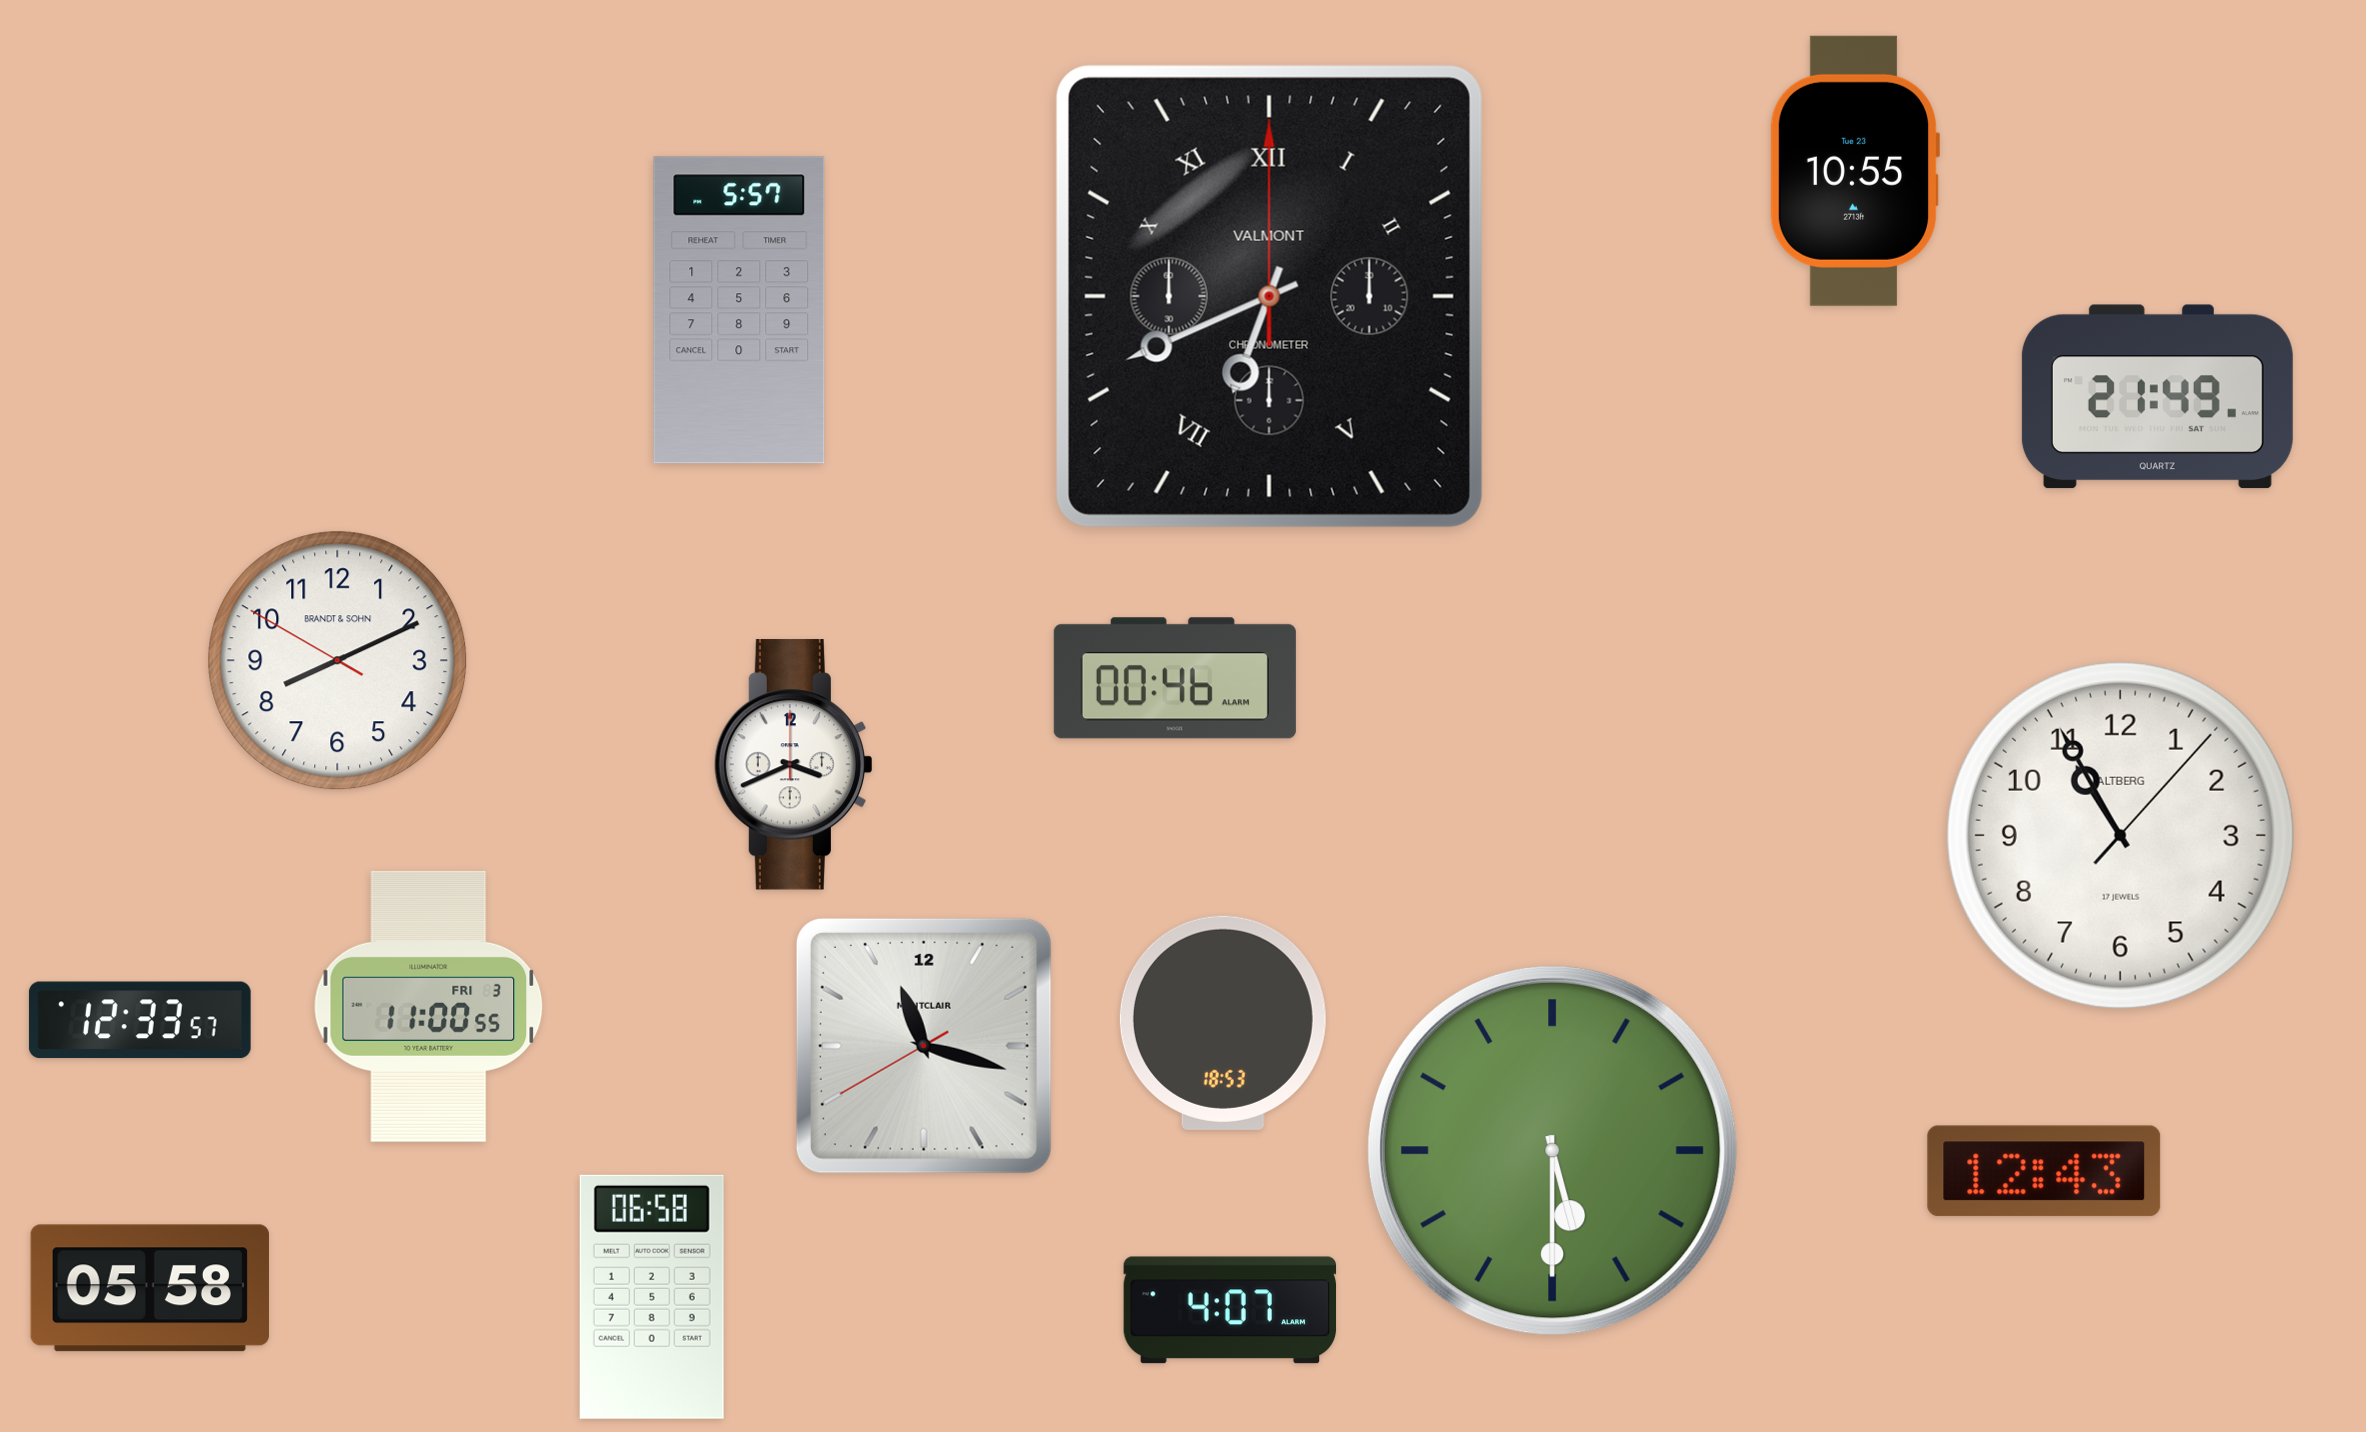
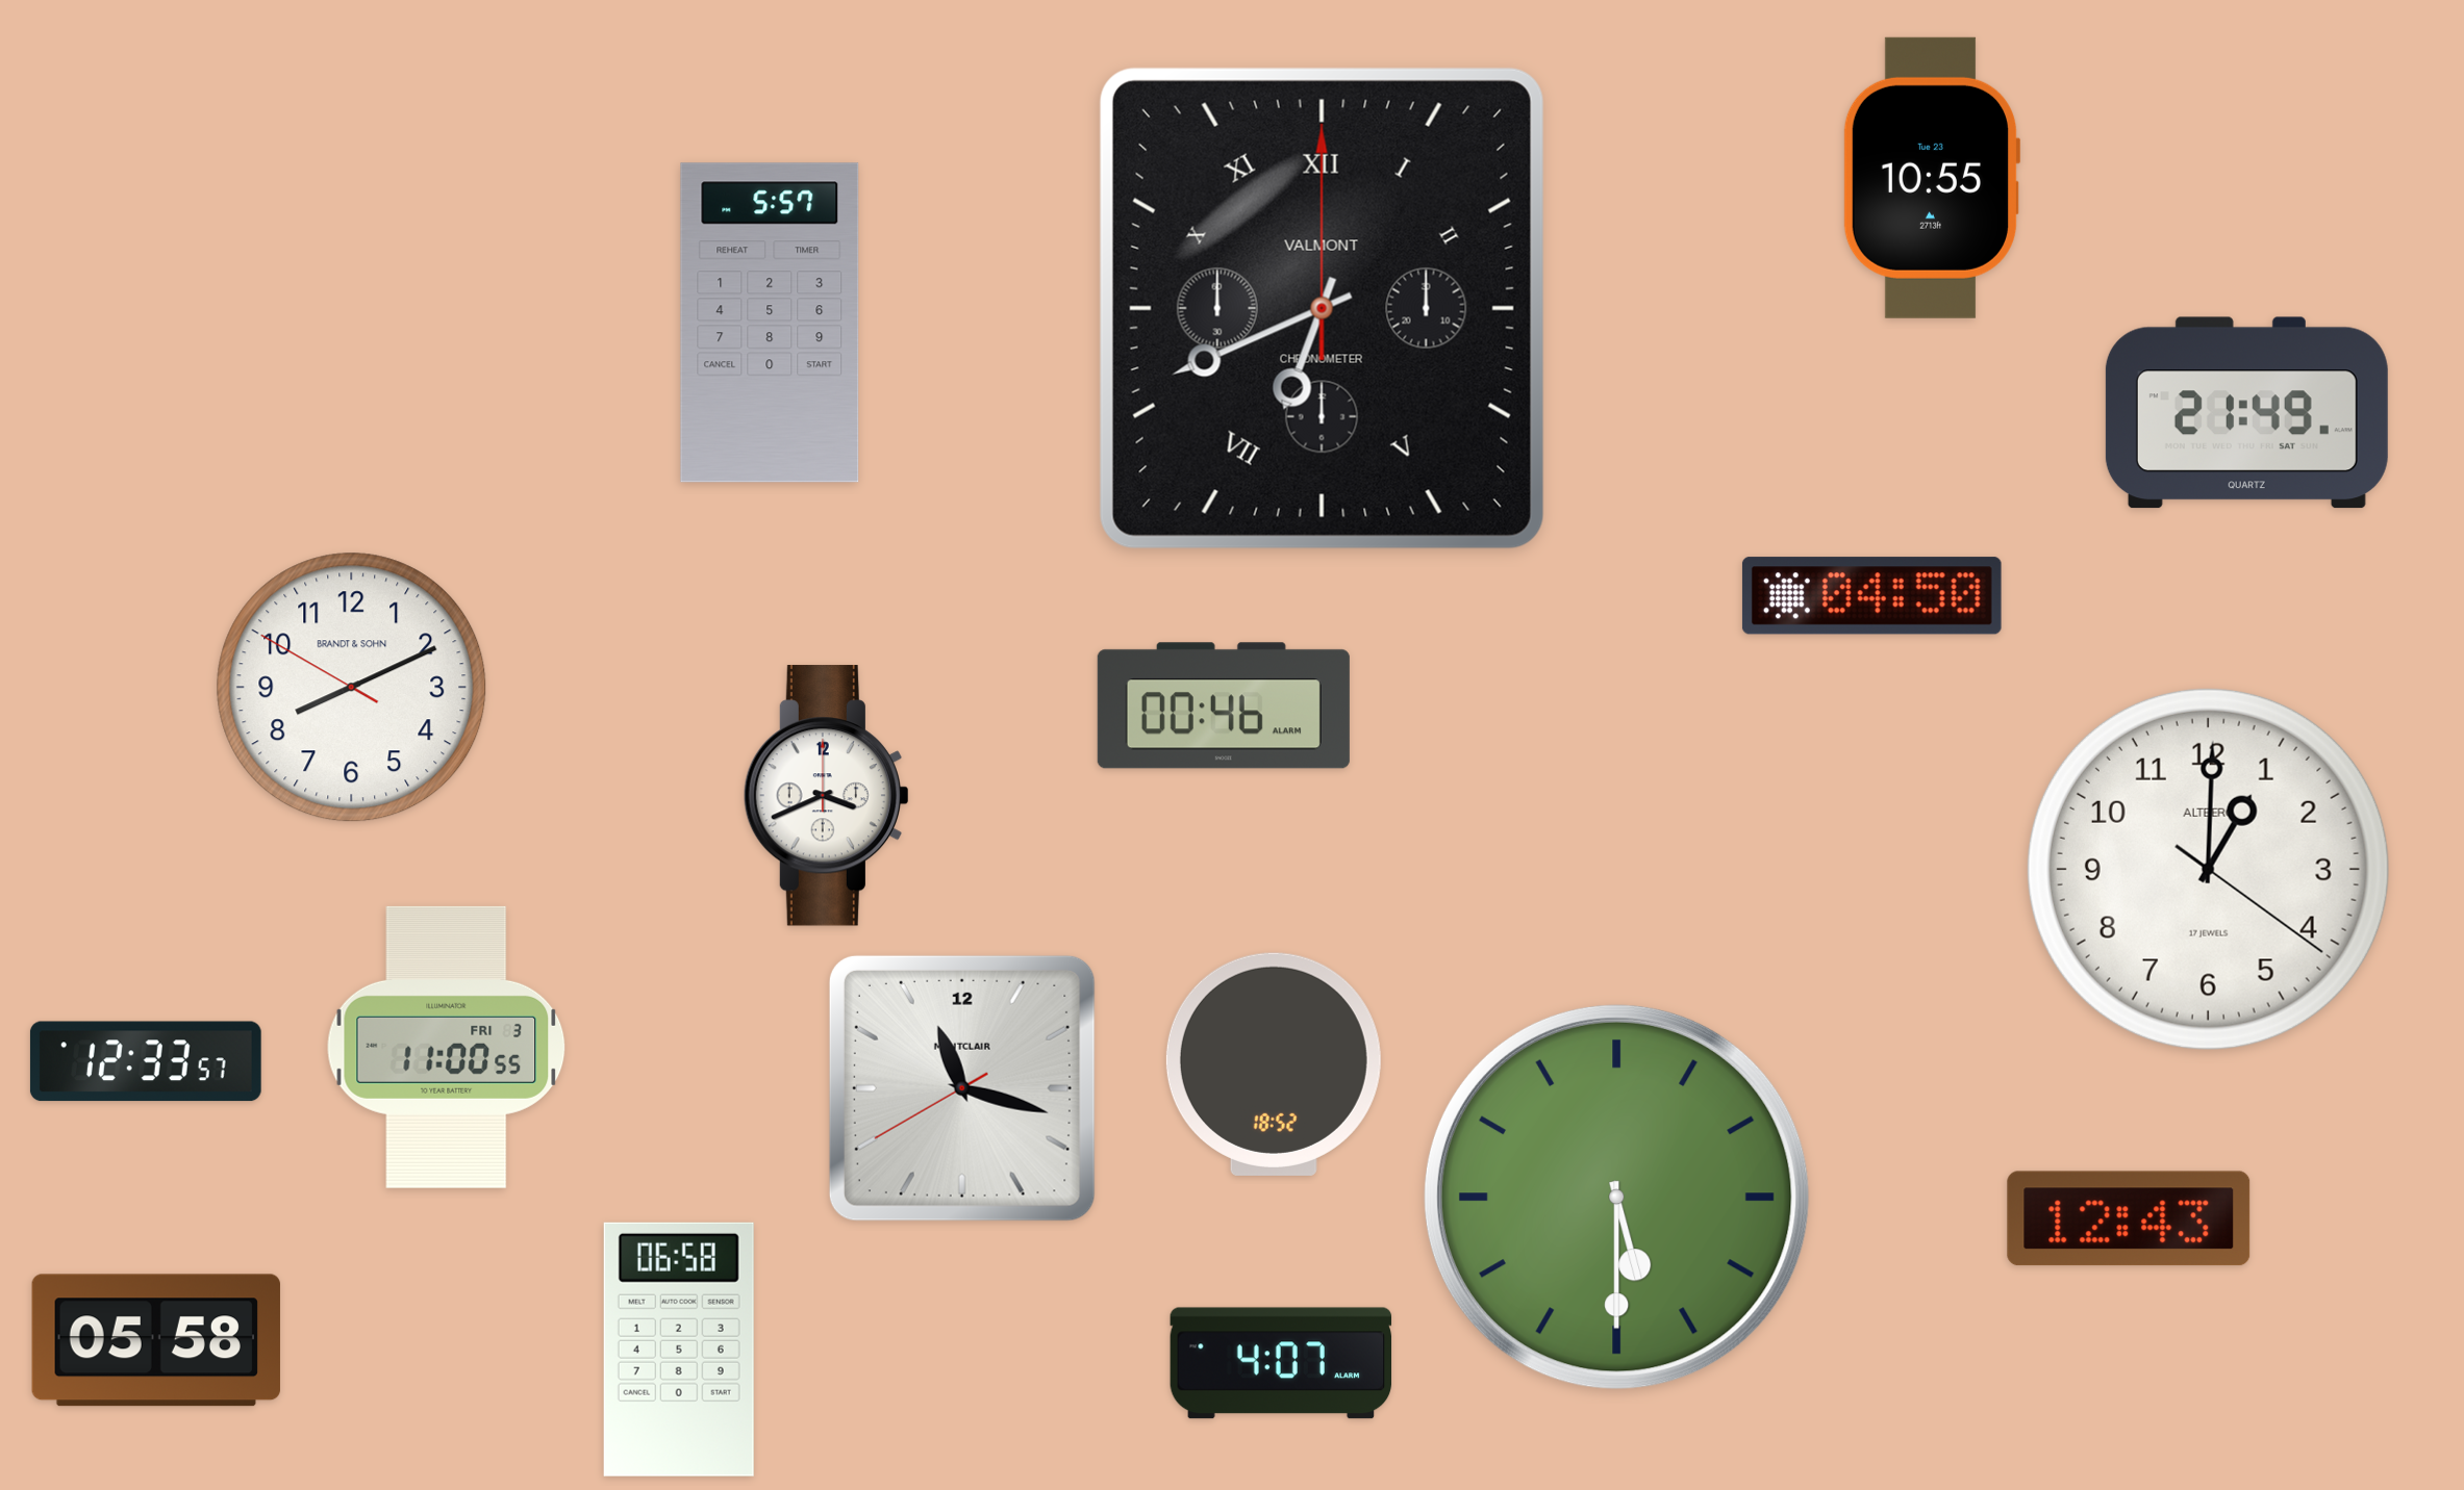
clock at (1871, 596): none -> 04:50
clock at (2120, 835): 10:55 -> 1:00
clock at (1223, 1023): 18:53 -> 18:52
